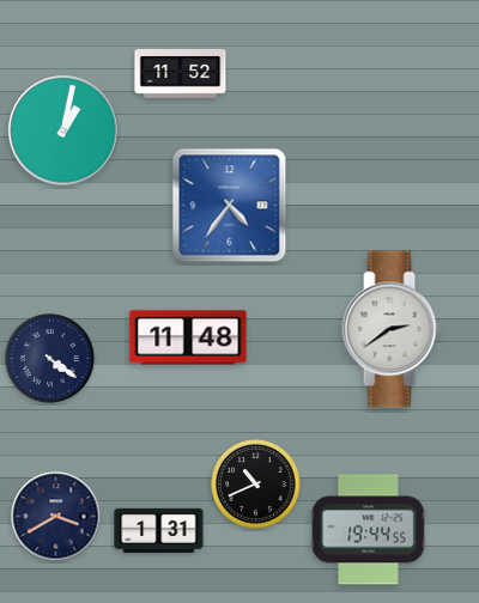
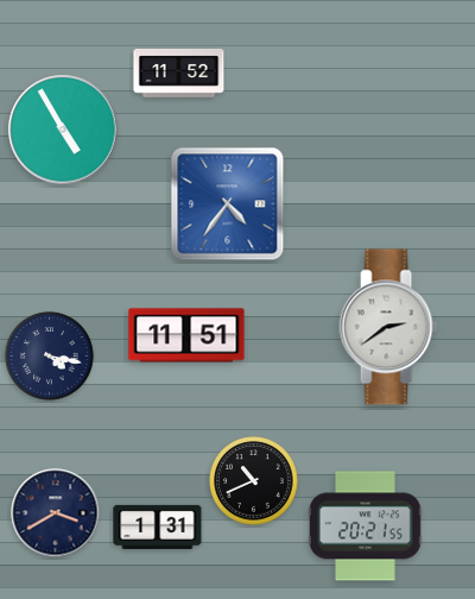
clock at (63, 130): 1:02 -> 4:55
clock at (188, 337): 11:48 -> 11:51
clock at (50, 359): 4:21 -> 4:17
clock at (369, 530): 19:44 -> 20:21
